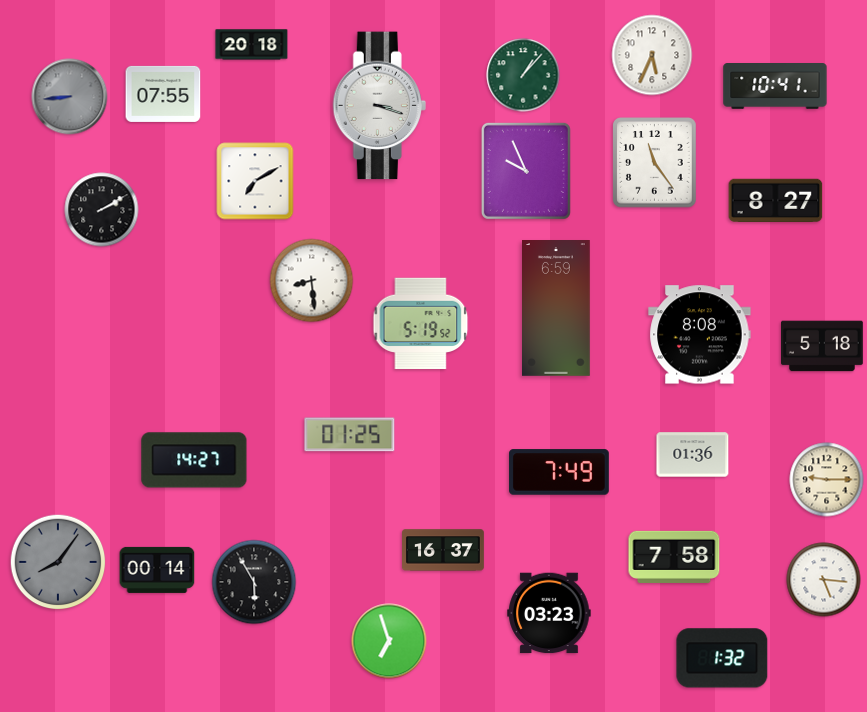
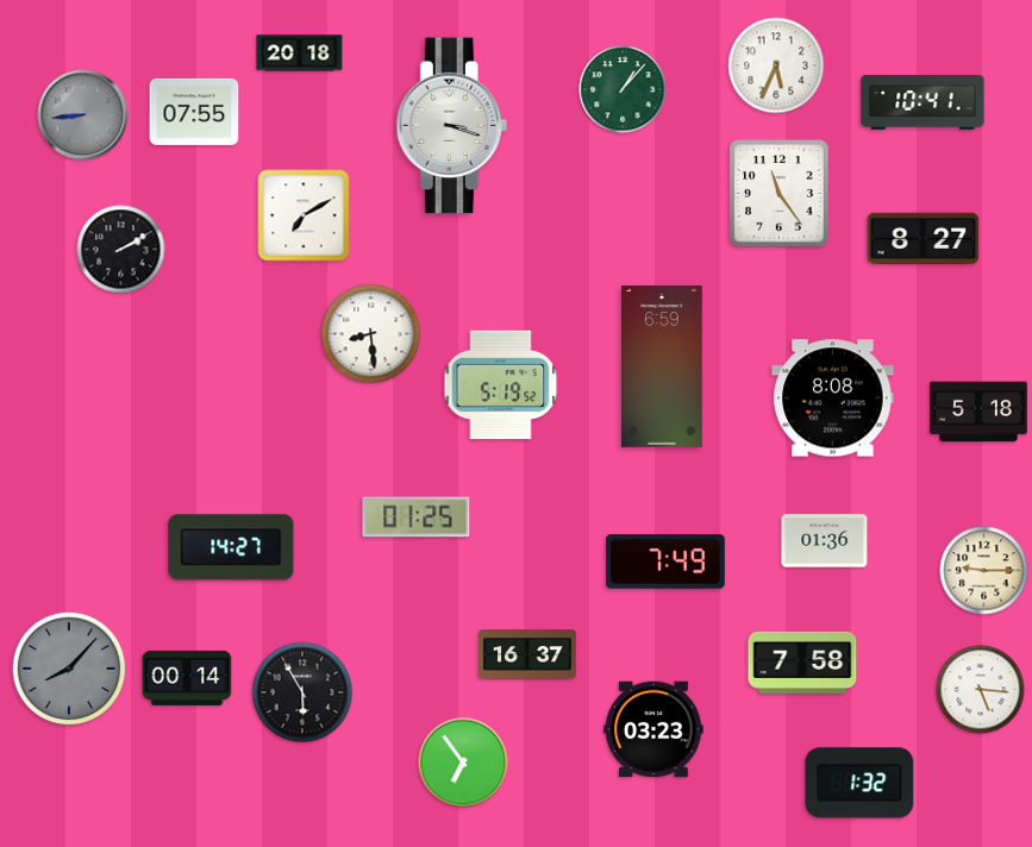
clock at (526, 171): 9:56 -> none
clock at (58, 562): 8:06 -> 8:07
clock at (389, 641): 6:57 -> 6:54
